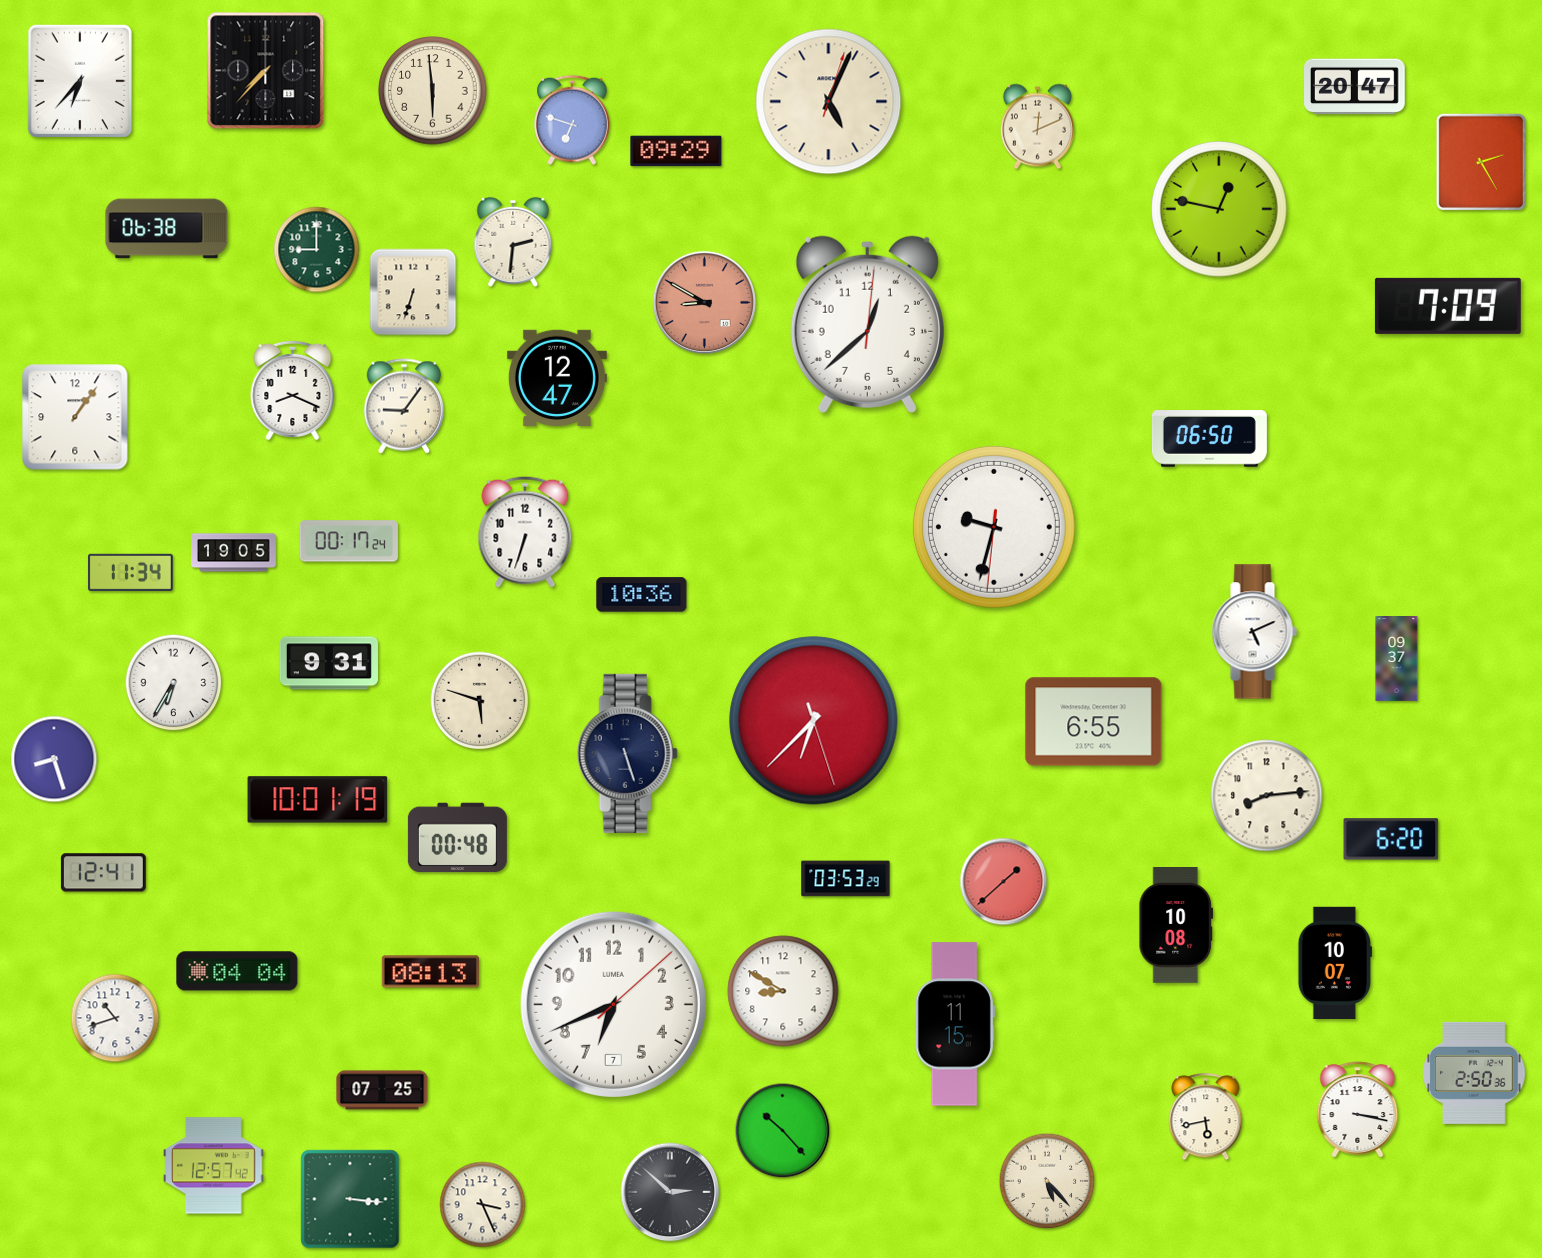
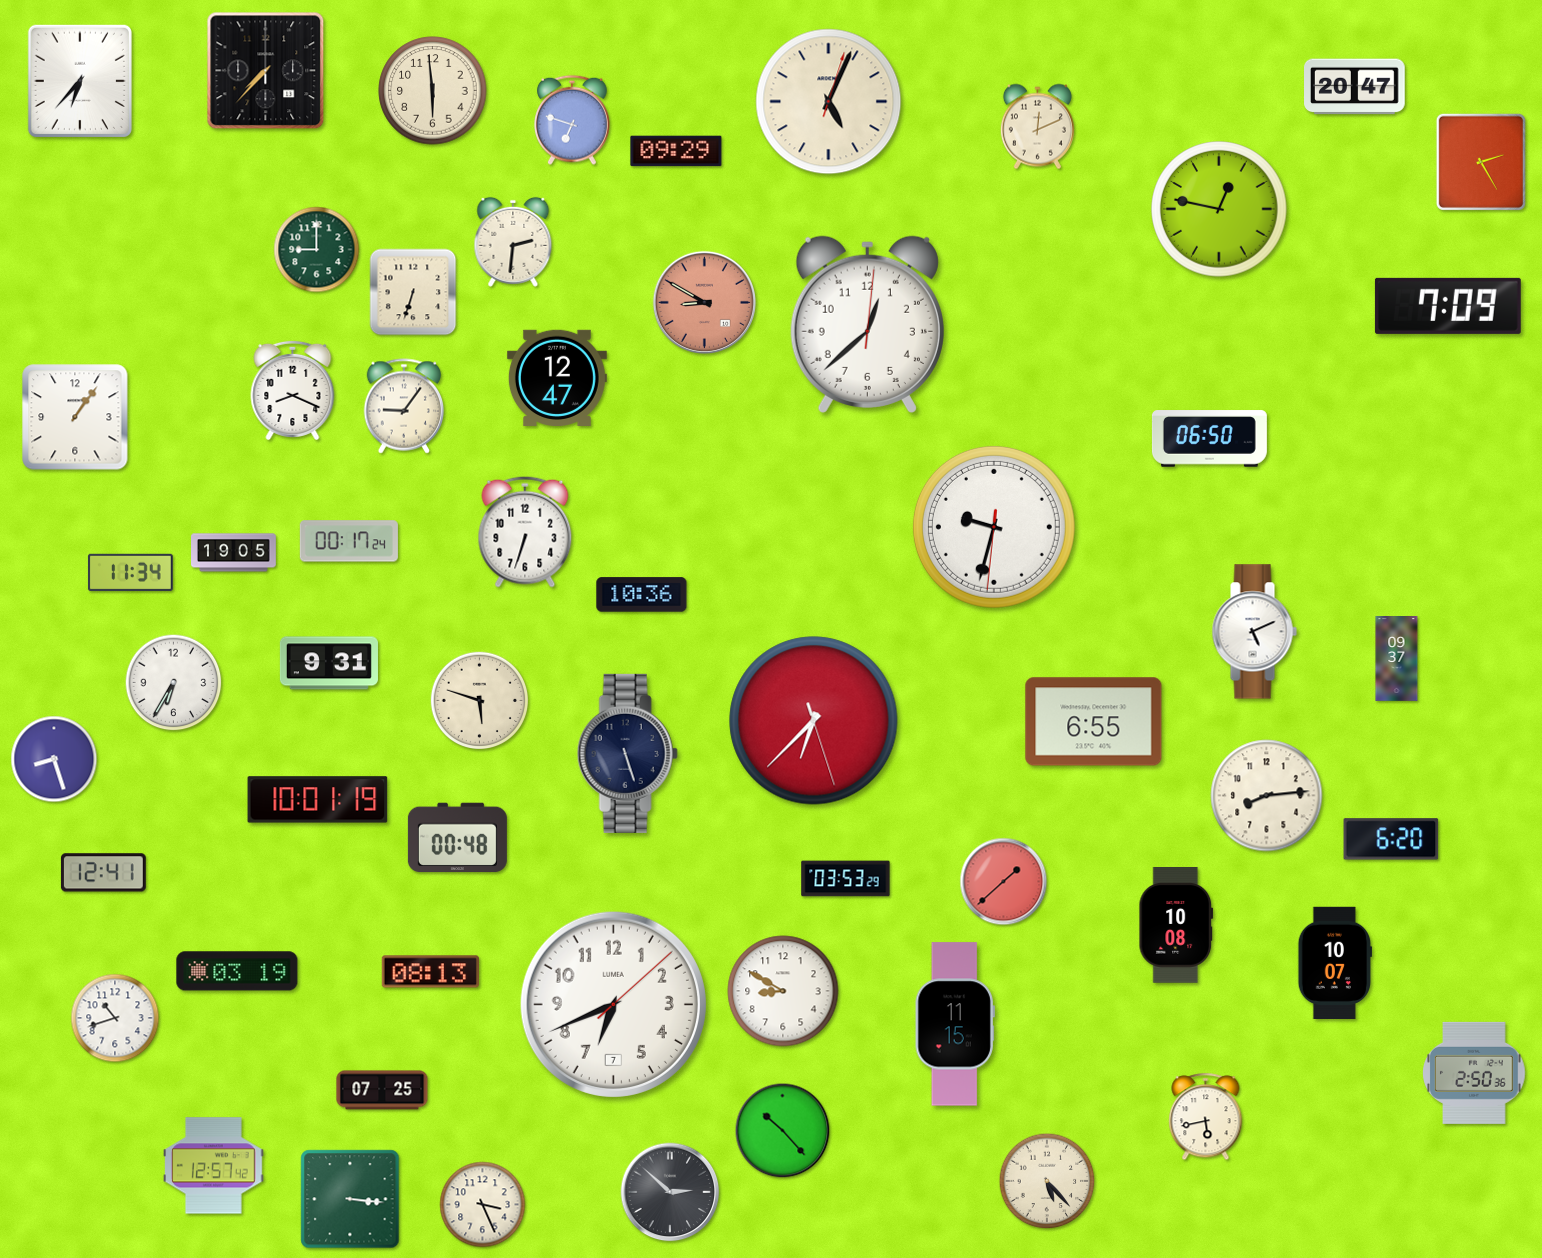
clock at (167, 229): 06:38 -> none
clock at (237, 971): 04:04 -> 03:19
clock at (1358, 1110): 3:17 -> none
